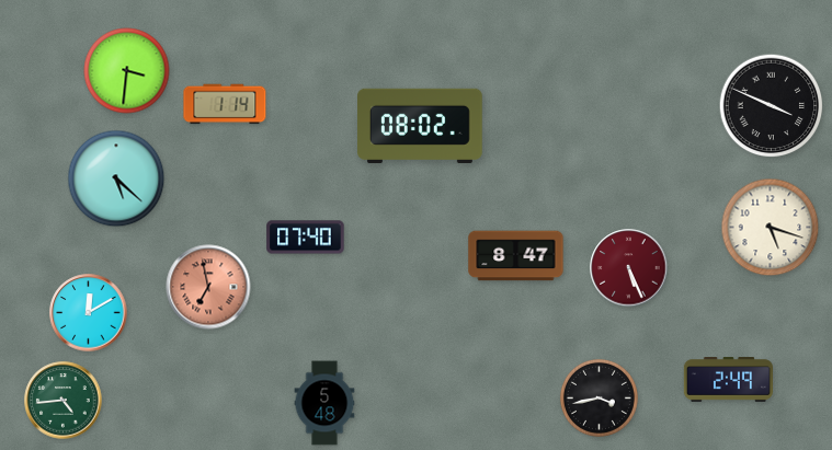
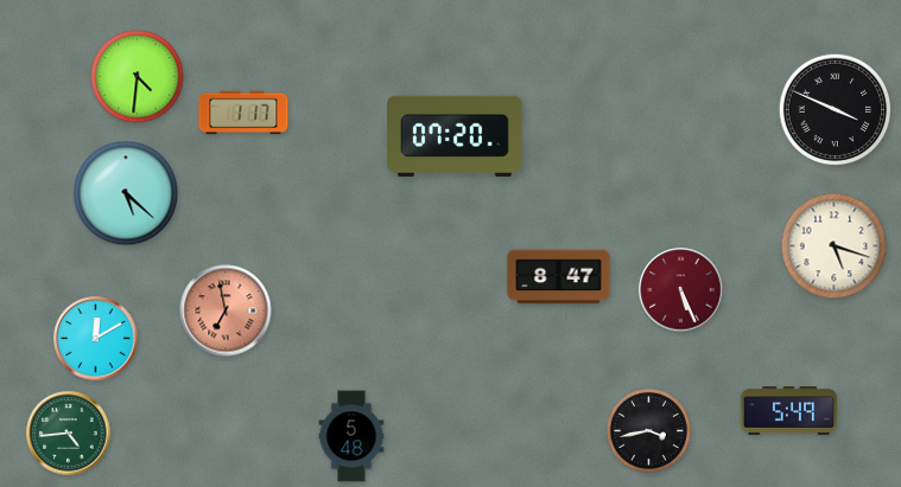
clock at (127, 71): 3:31 -> 4:31
clock at (225, 104): 1:14 -> 1:17
clock at (772, 106) position: (772, 106) -> (836, 110)
clock at (421, 126): 08:02 -> 07:20
clock at (306, 238): 07:40 -> none
clock at (728, 380): 2:49 -> 5:49
